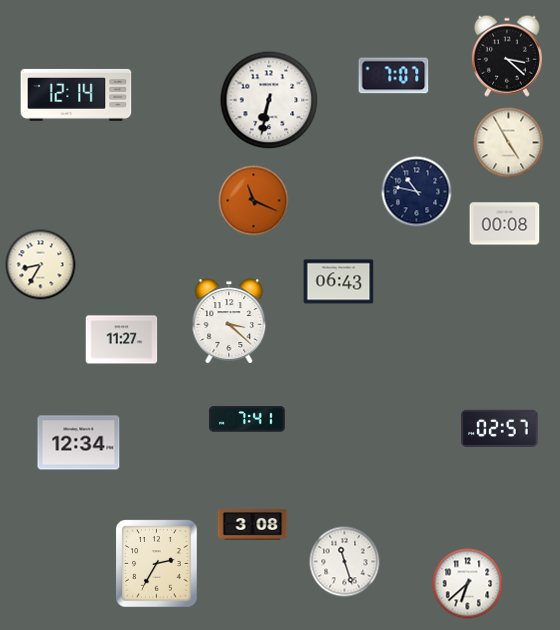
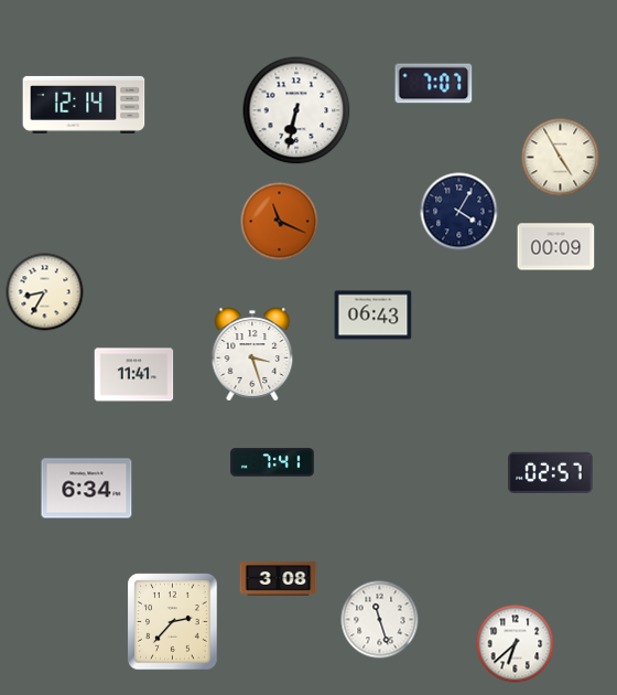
clock at (507, 56): 3:22 -> none
clock at (417, 192): 10:47 -> 4:05
clock at (505, 224): 00:08 -> 00:09
clock at (339, 282) position: (339, 282) -> (374, 316)
clock at (229, 321): 3:22 -> 3:27
clock at (122, 340): 11:27 -> 11:41
clock at (79, 443): 12:34 -> 6:34
clock at (157, 564): 2:35 -> 2:37
